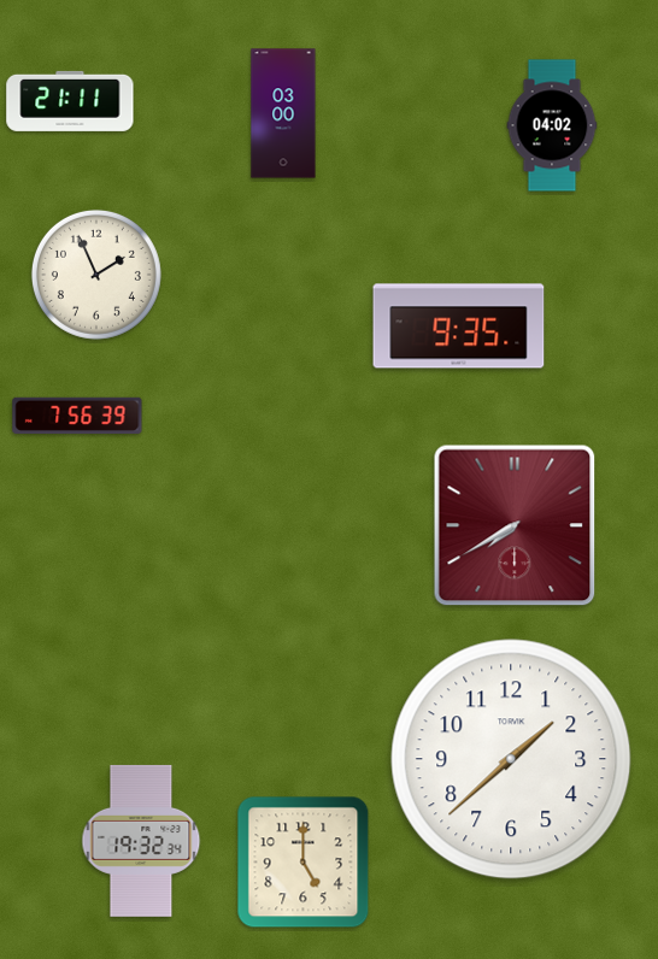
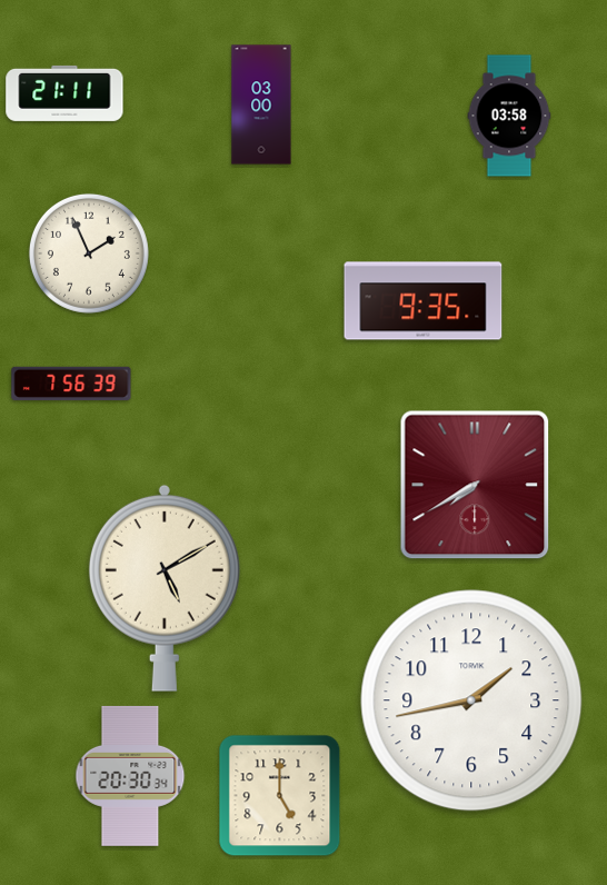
clock at (552, 125): 04:02 -> 03:58
clock at (165, 588): none -> 5:10
clock at (511, 759): 1:38 -> 1:43
clock at (141, 841): 19:32 -> 20:30
